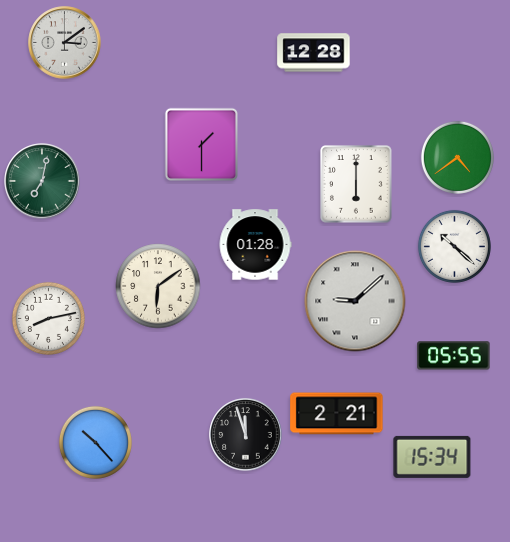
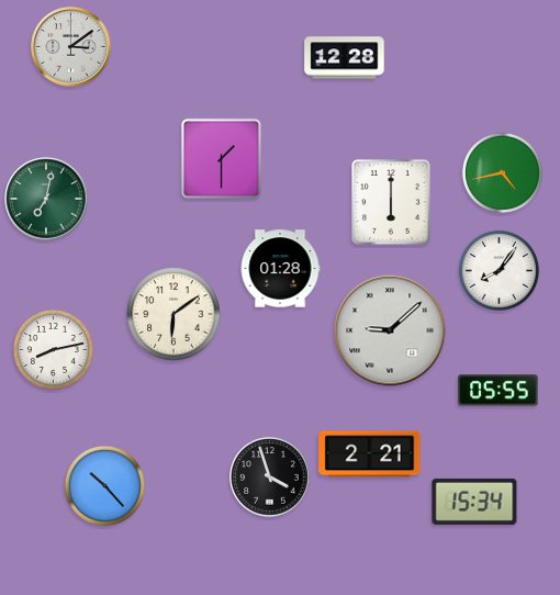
clock at (457, 157): 4:39 -> 4:43
clock at (454, 246): 10:22 -> 8:06
clock at (246, 435): 11:57 -> 3:57
